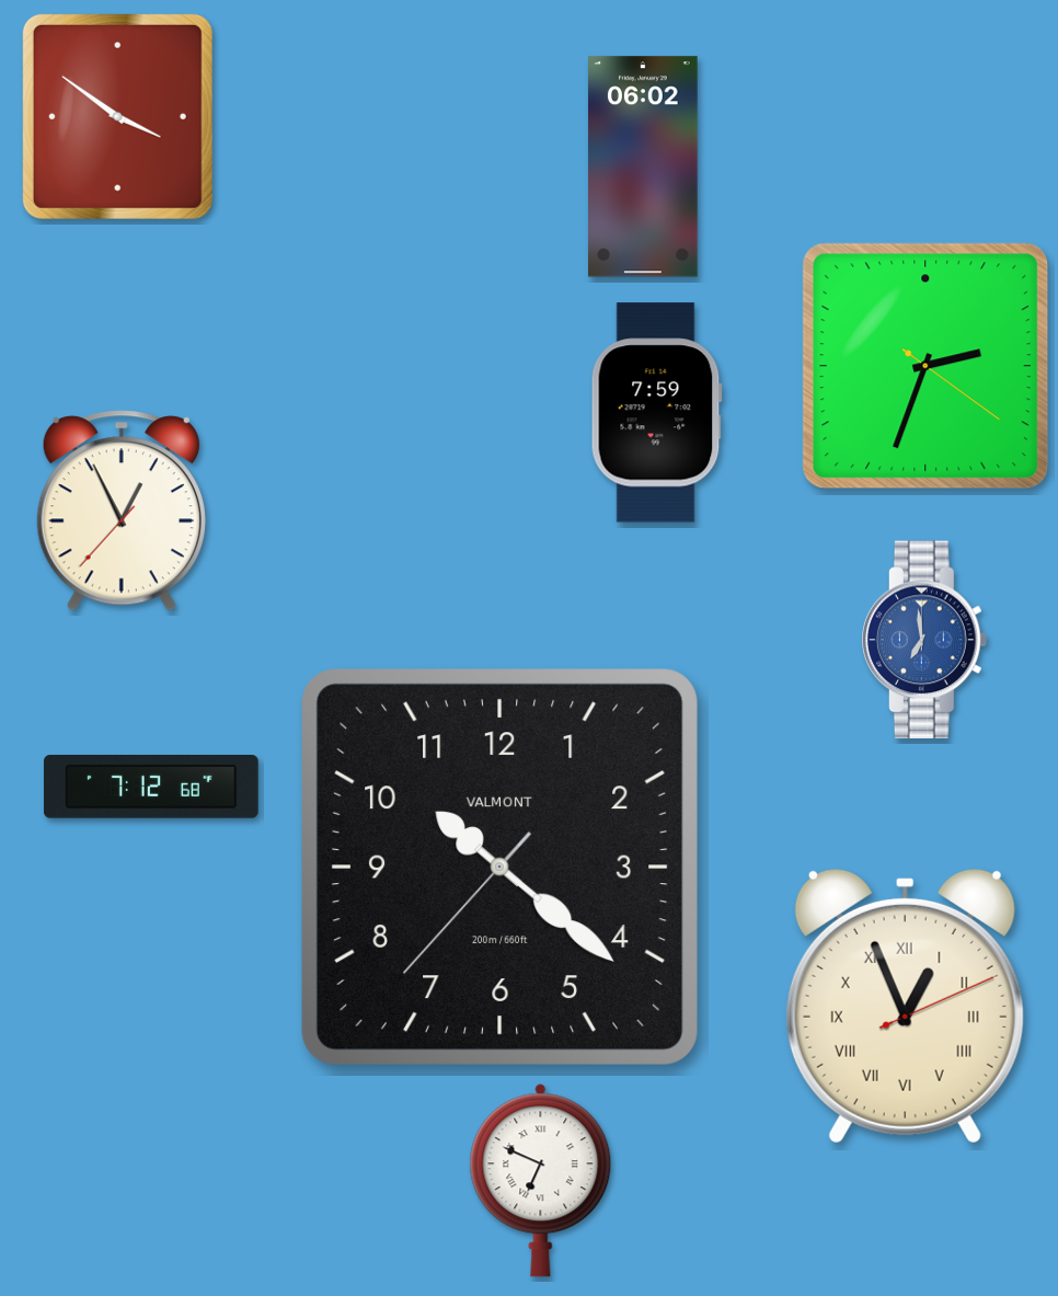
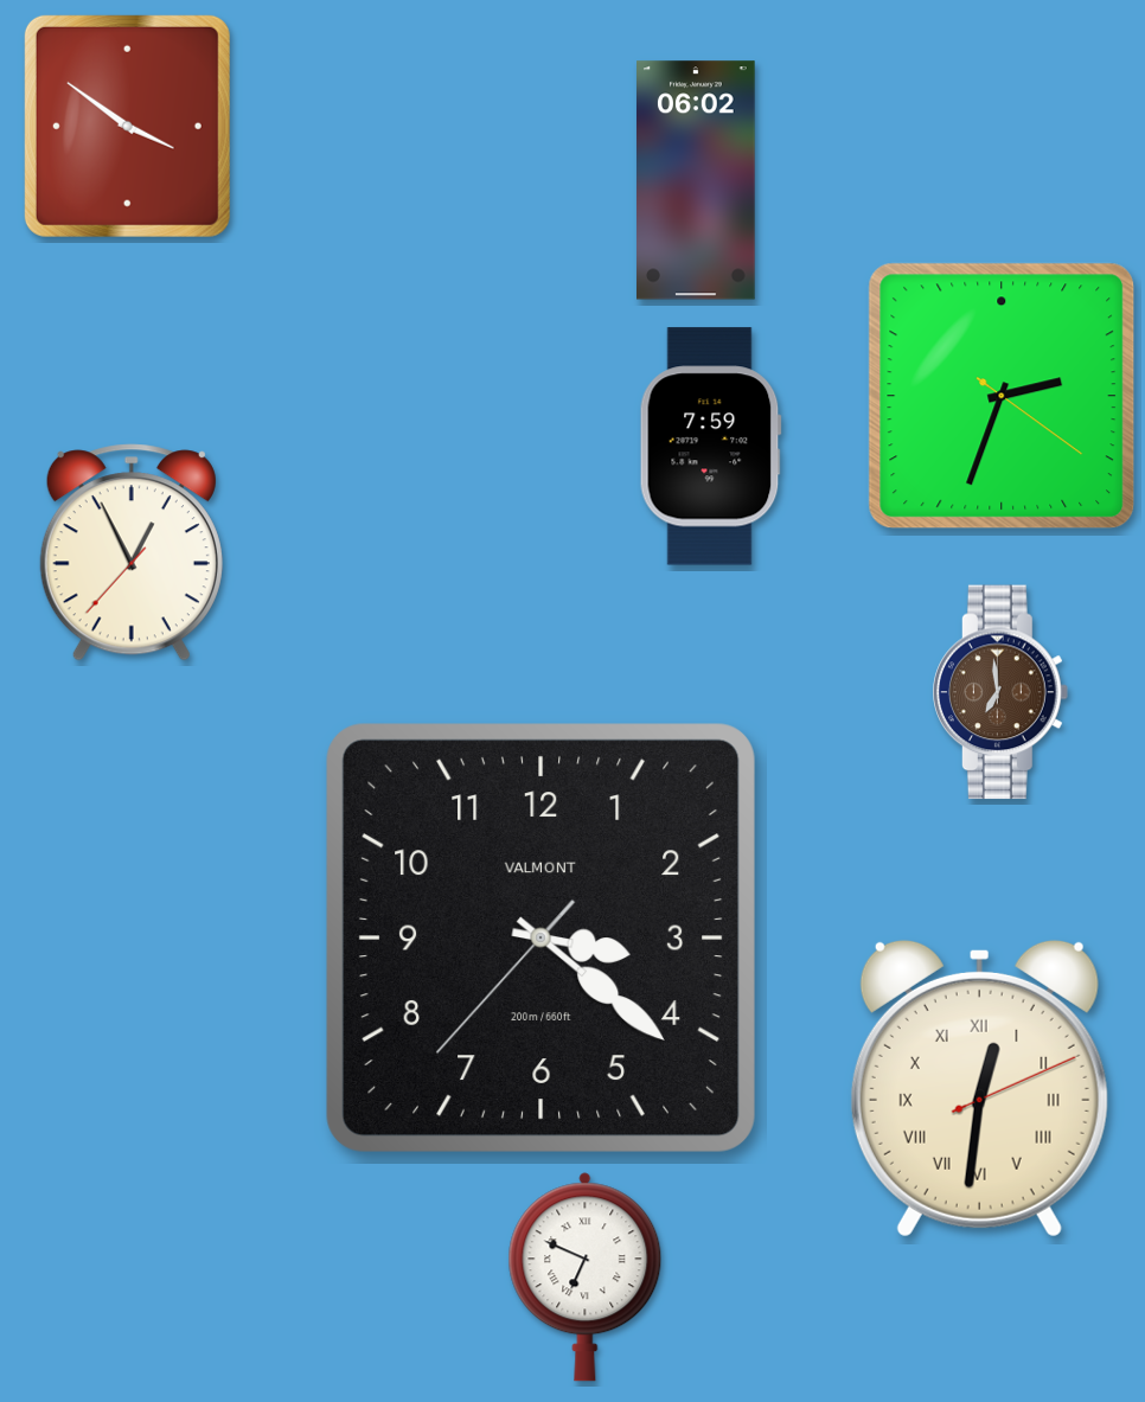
clock at (925, 640) dial: blue -> brown
clock at (151, 788): 7:12 -> none
clock at (499, 867): 10:21 -> 3:21
clock at (905, 1006): 12:56 -> 12:31
